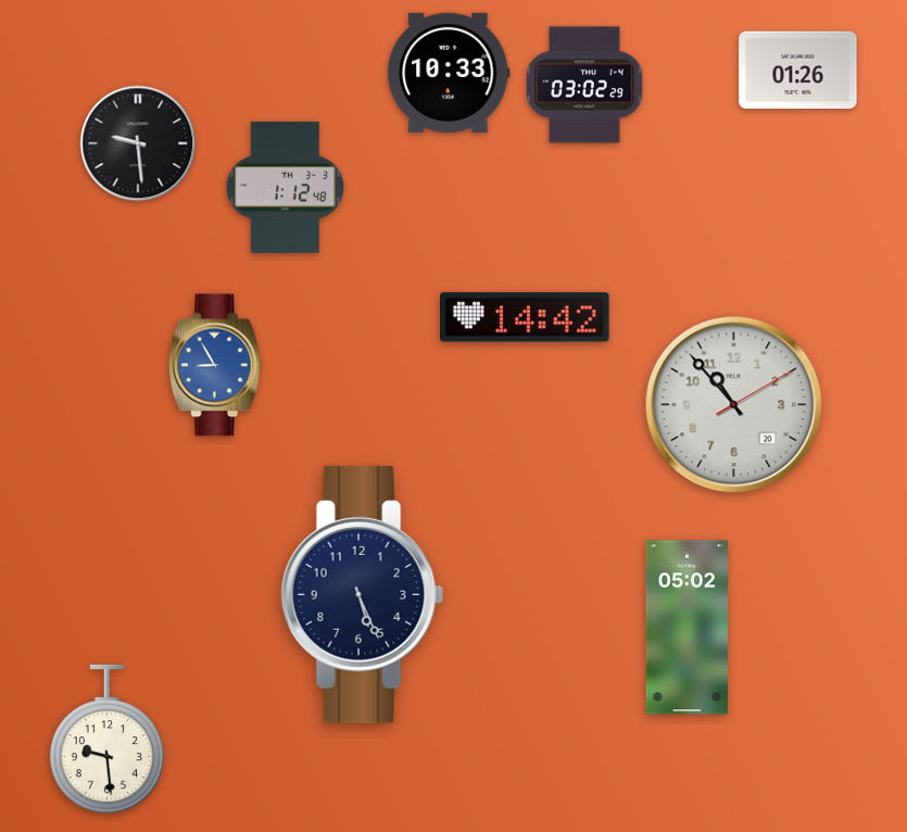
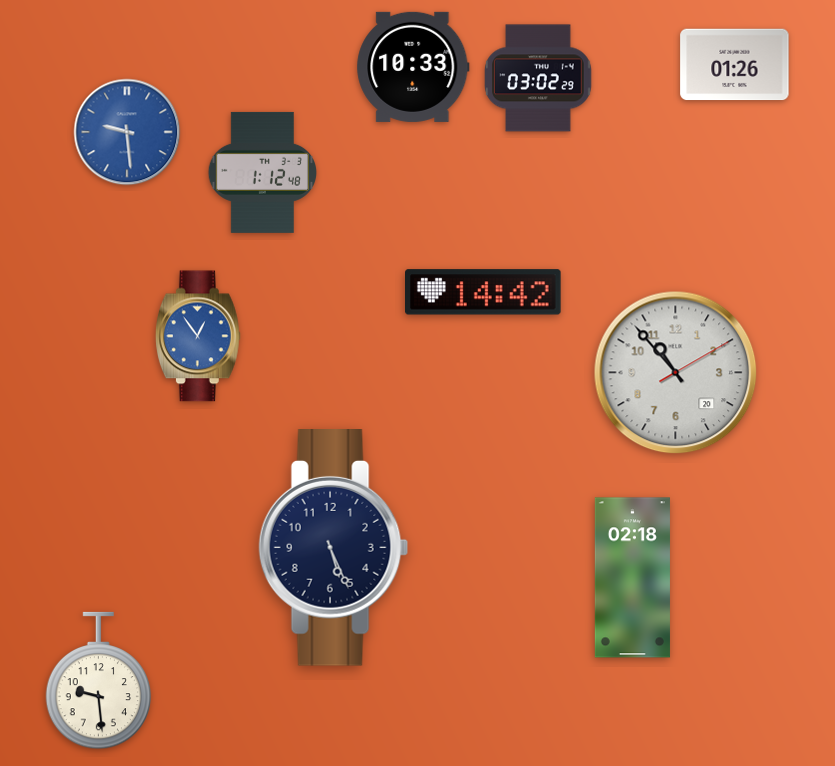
clock at (138, 143) dial: black -> blue
clock at (215, 365): 8:55 -> 12:54
clock at (686, 628): 05:02 -> 02:18
